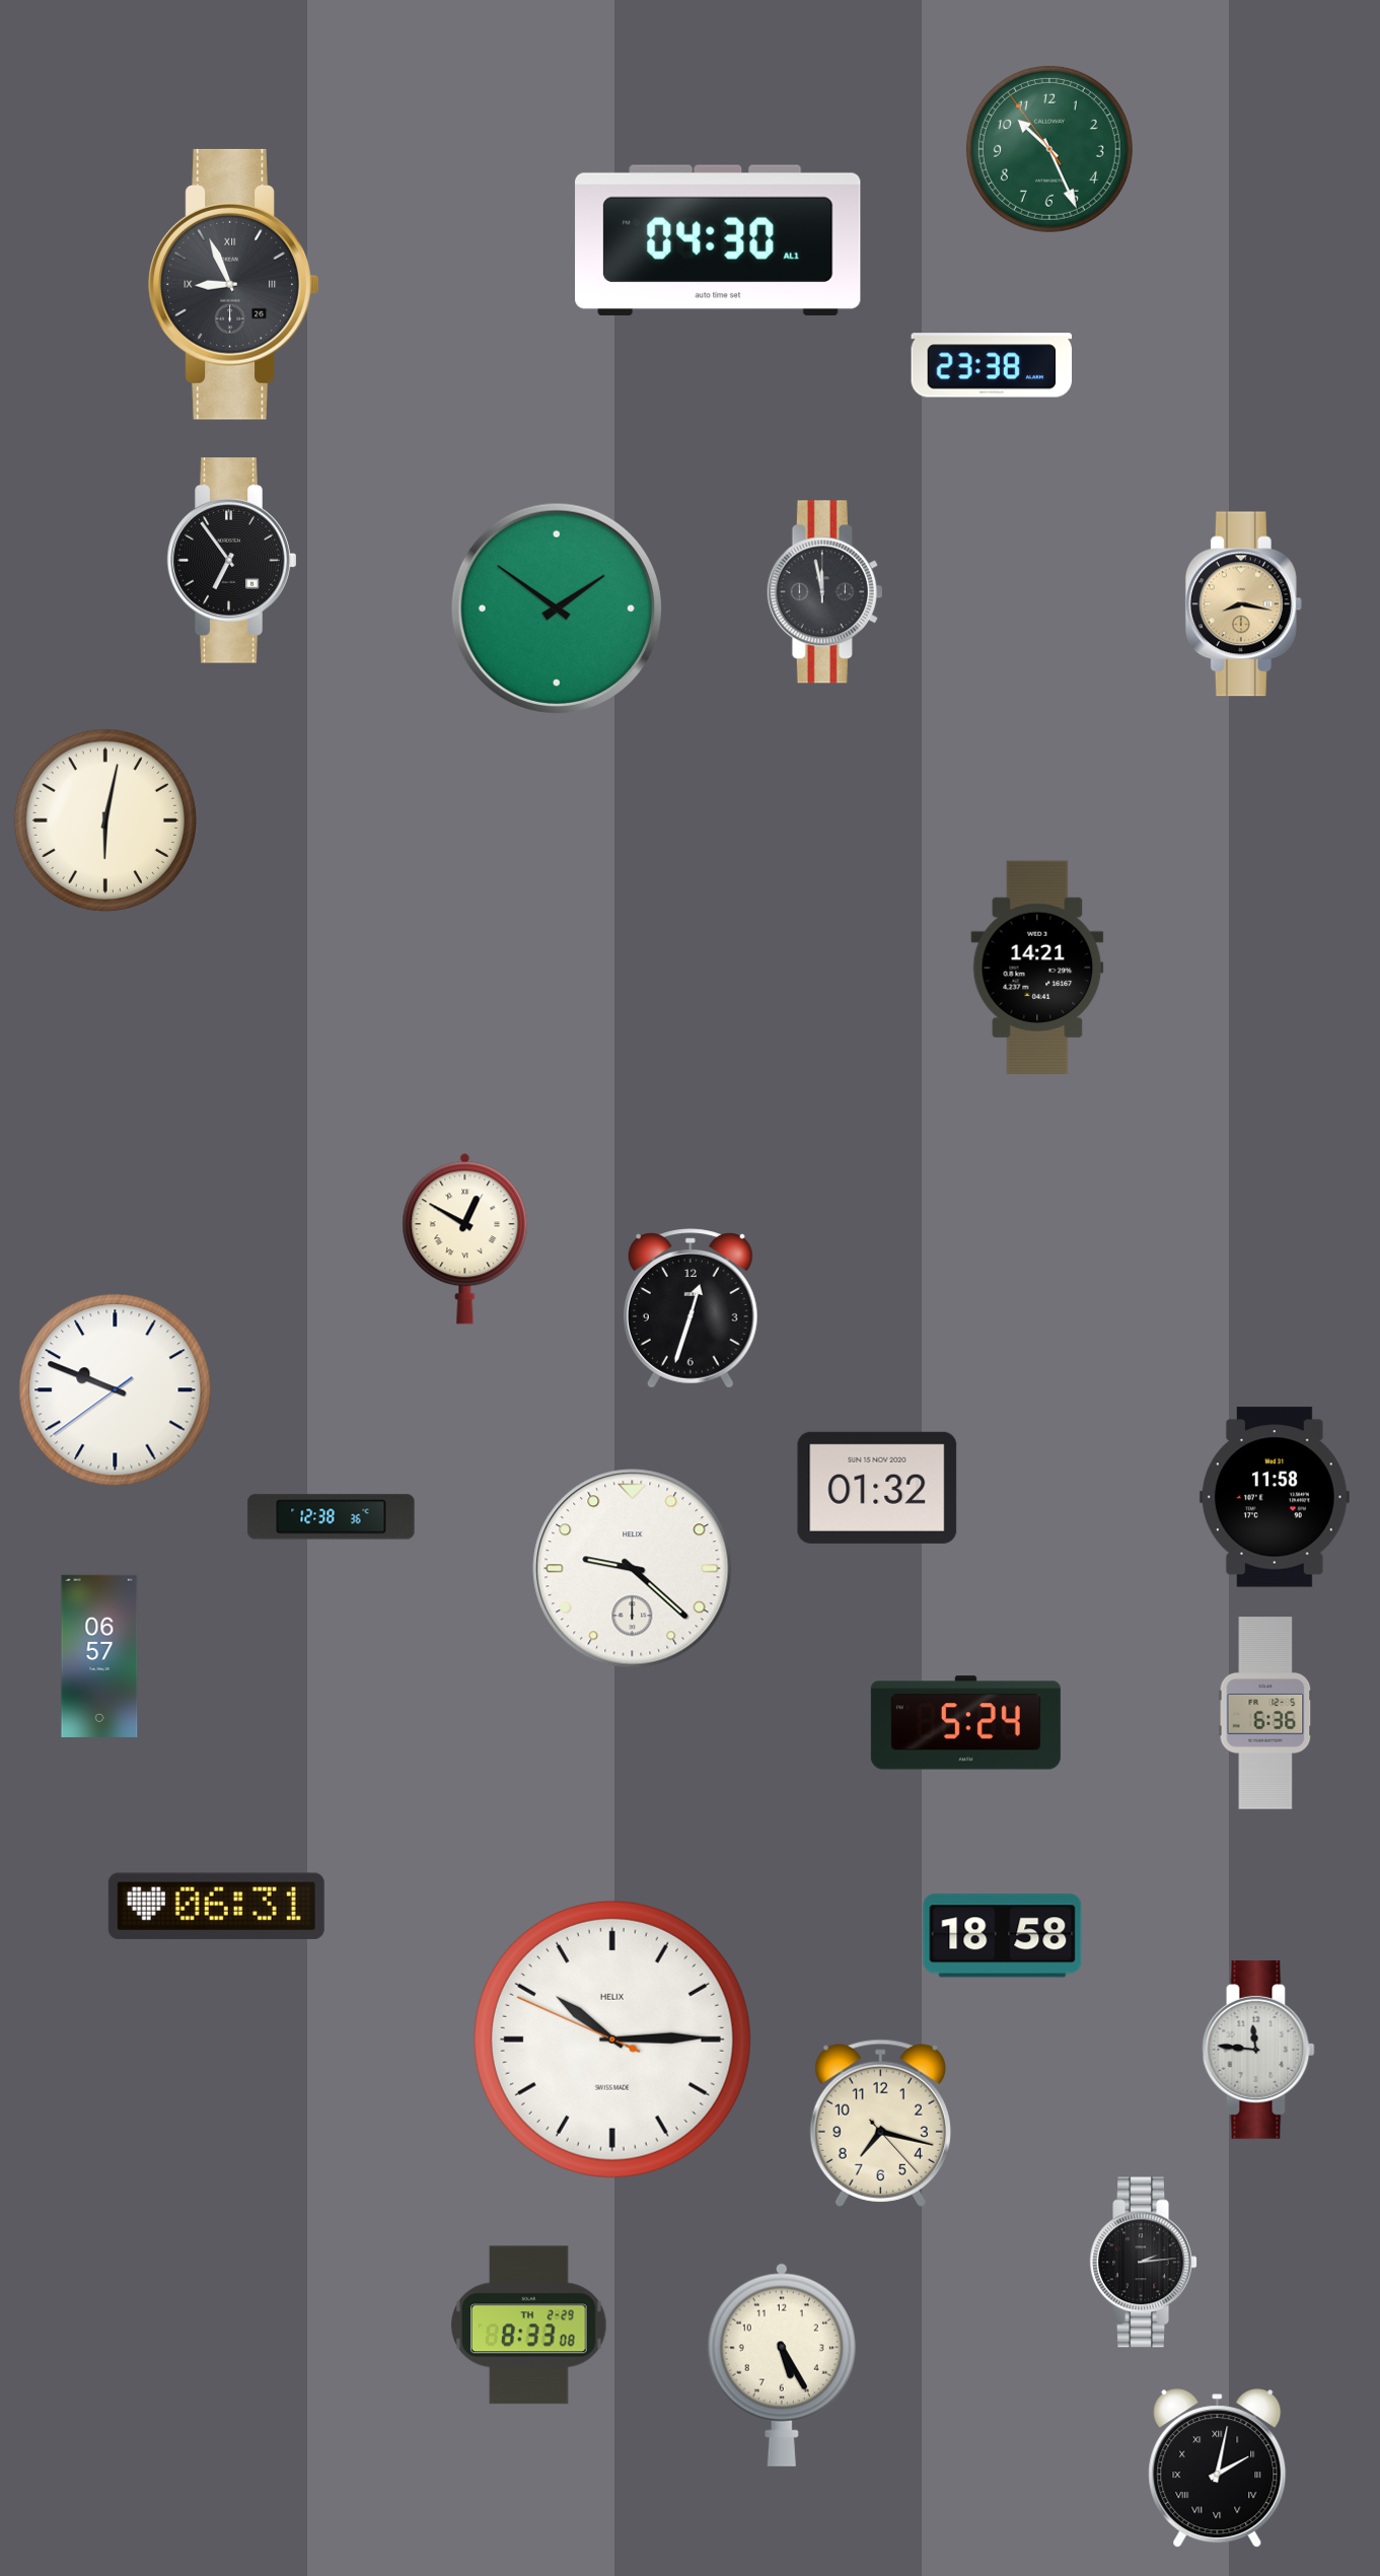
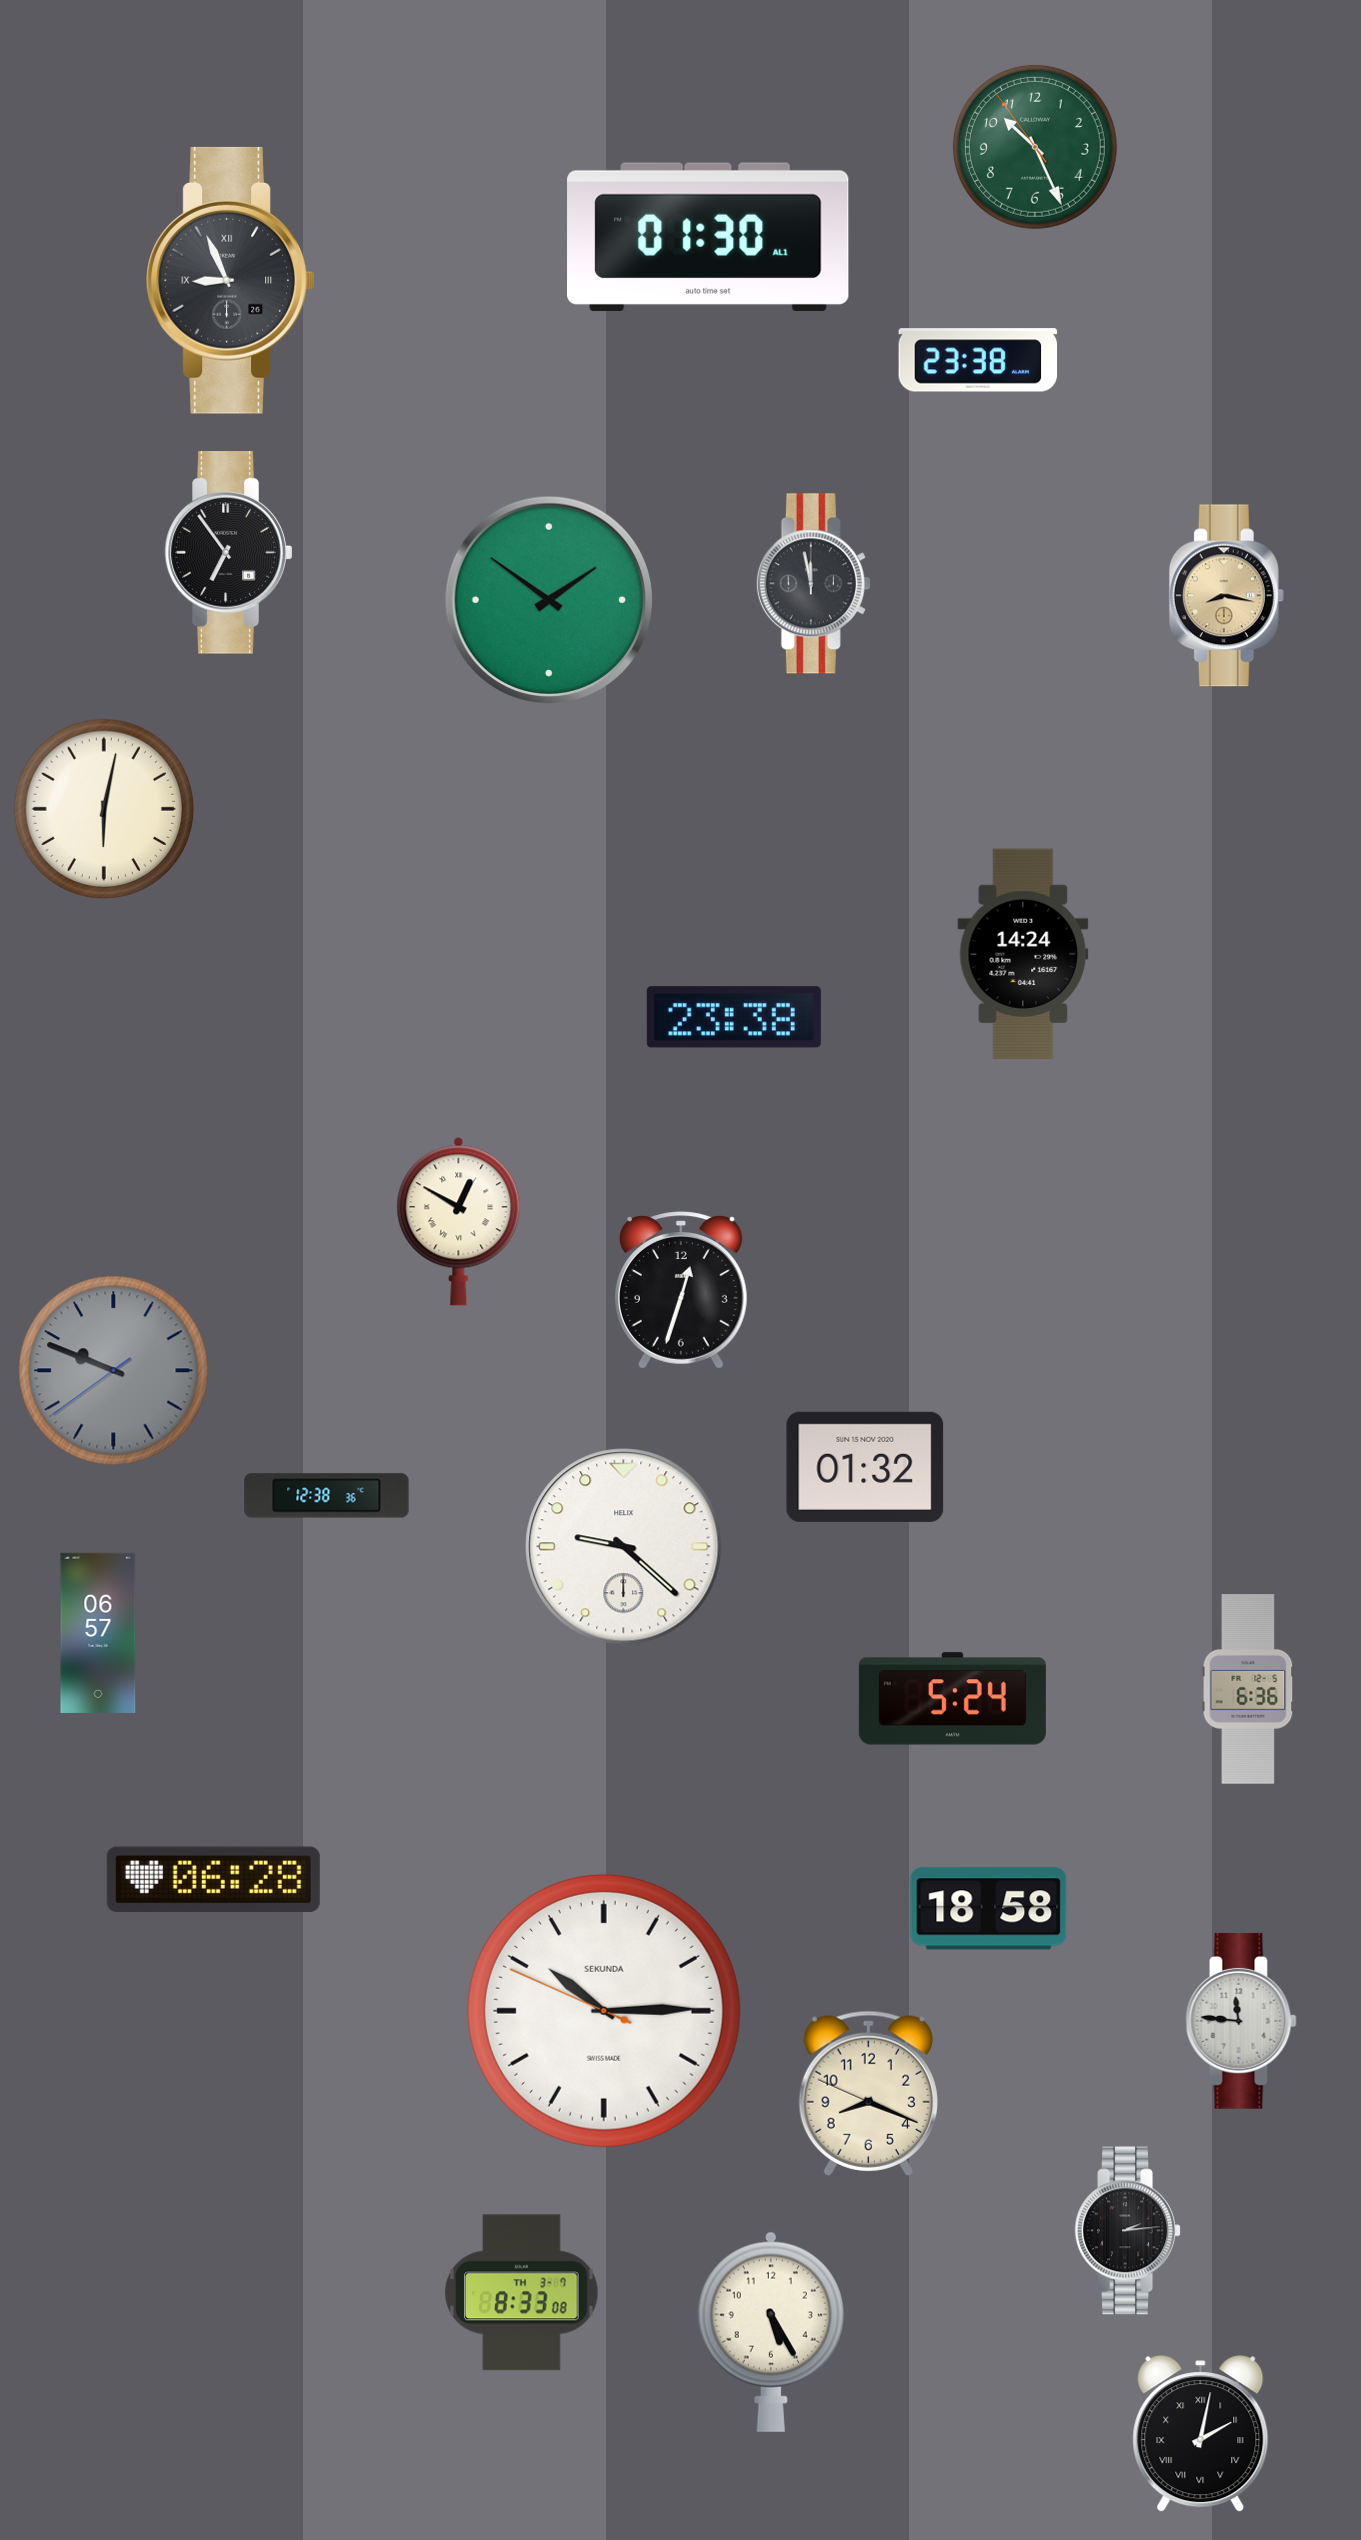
clock at (718, 240): 04:30 -> 01:30
clock at (1037, 968): 14:21 -> 14:24
clock at (734, 1017): none -> 23:38
clock at (116, 1390) dial: white -> grey
clock at (1275, 1497): 11:58 -> none
clock at (216, 1906): 06:31 -> 06:28
clock at (612, 2040) brand: HELIX -> SEKUNDA
clock at (880, 2123): 7:17 -> 8:18
clock at (529, 2325) date: TH 2-29 -> TH 3-7
